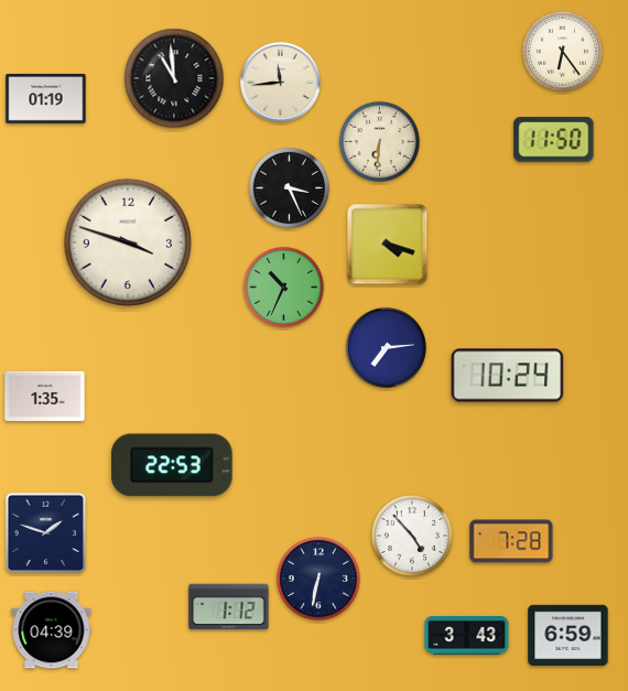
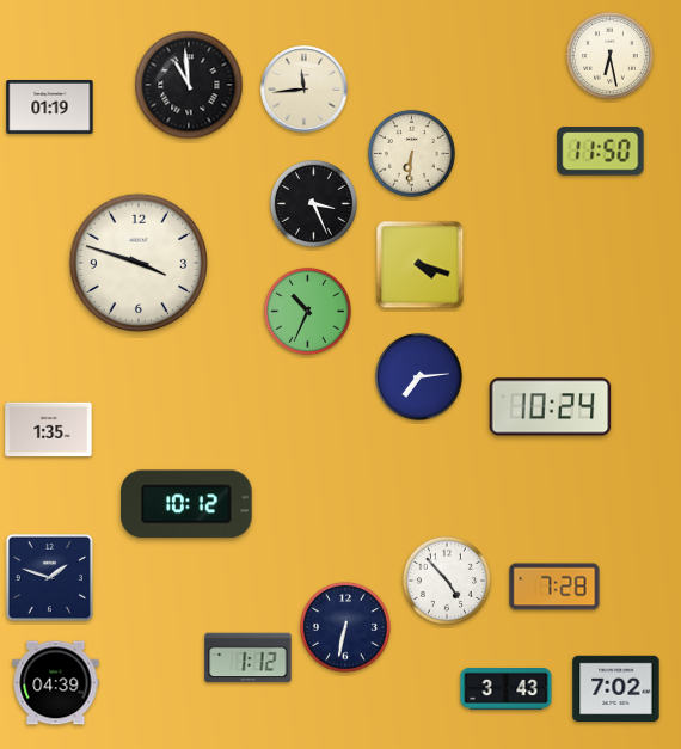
clock at (562, 51): 6:24 -> 6:28
clock at (172, 465): 22:53 -> 10:12
clock at (569, 636): 6:59 -> 7:02
